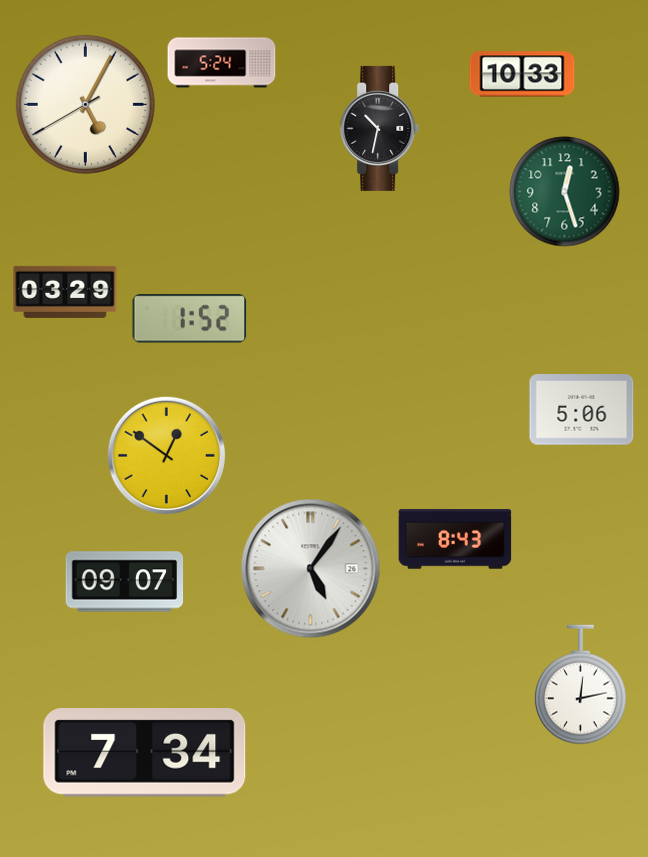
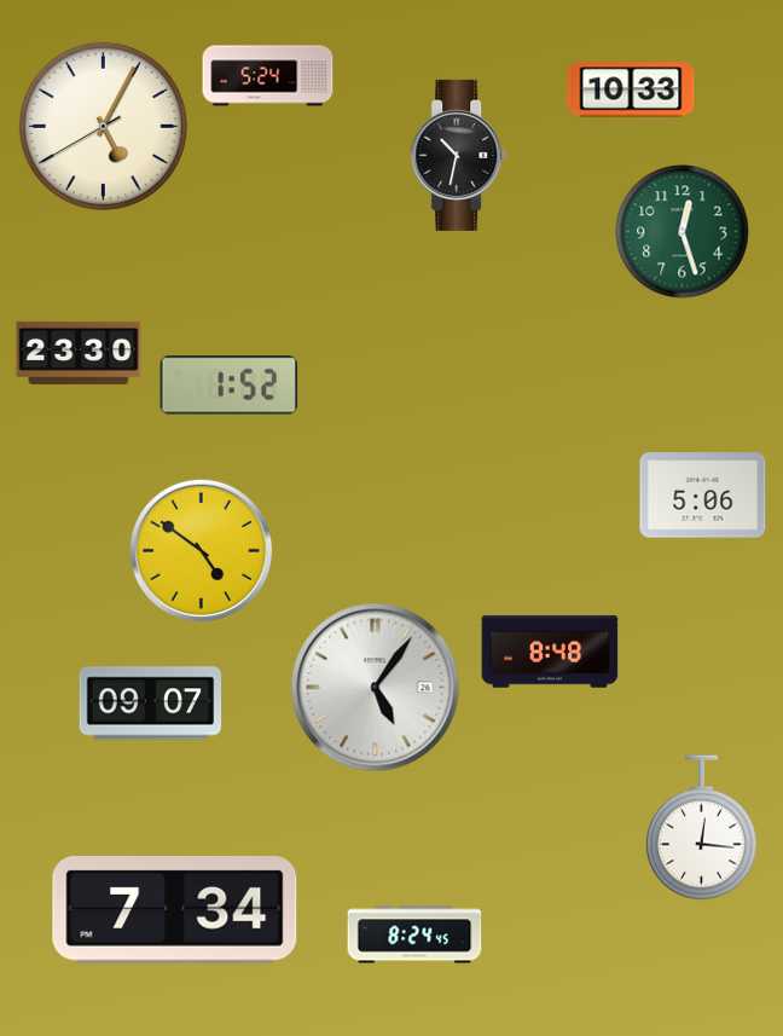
clock at (65, 292): 03:29 -> 23:30
clock at (166, 455): 12:51 -> 4:51
clock at (455, 539): 8:43 -> 8:48
clock at (581, 685): 12:13 -> 12:16
clock at (414, 934): none -> 8:24
